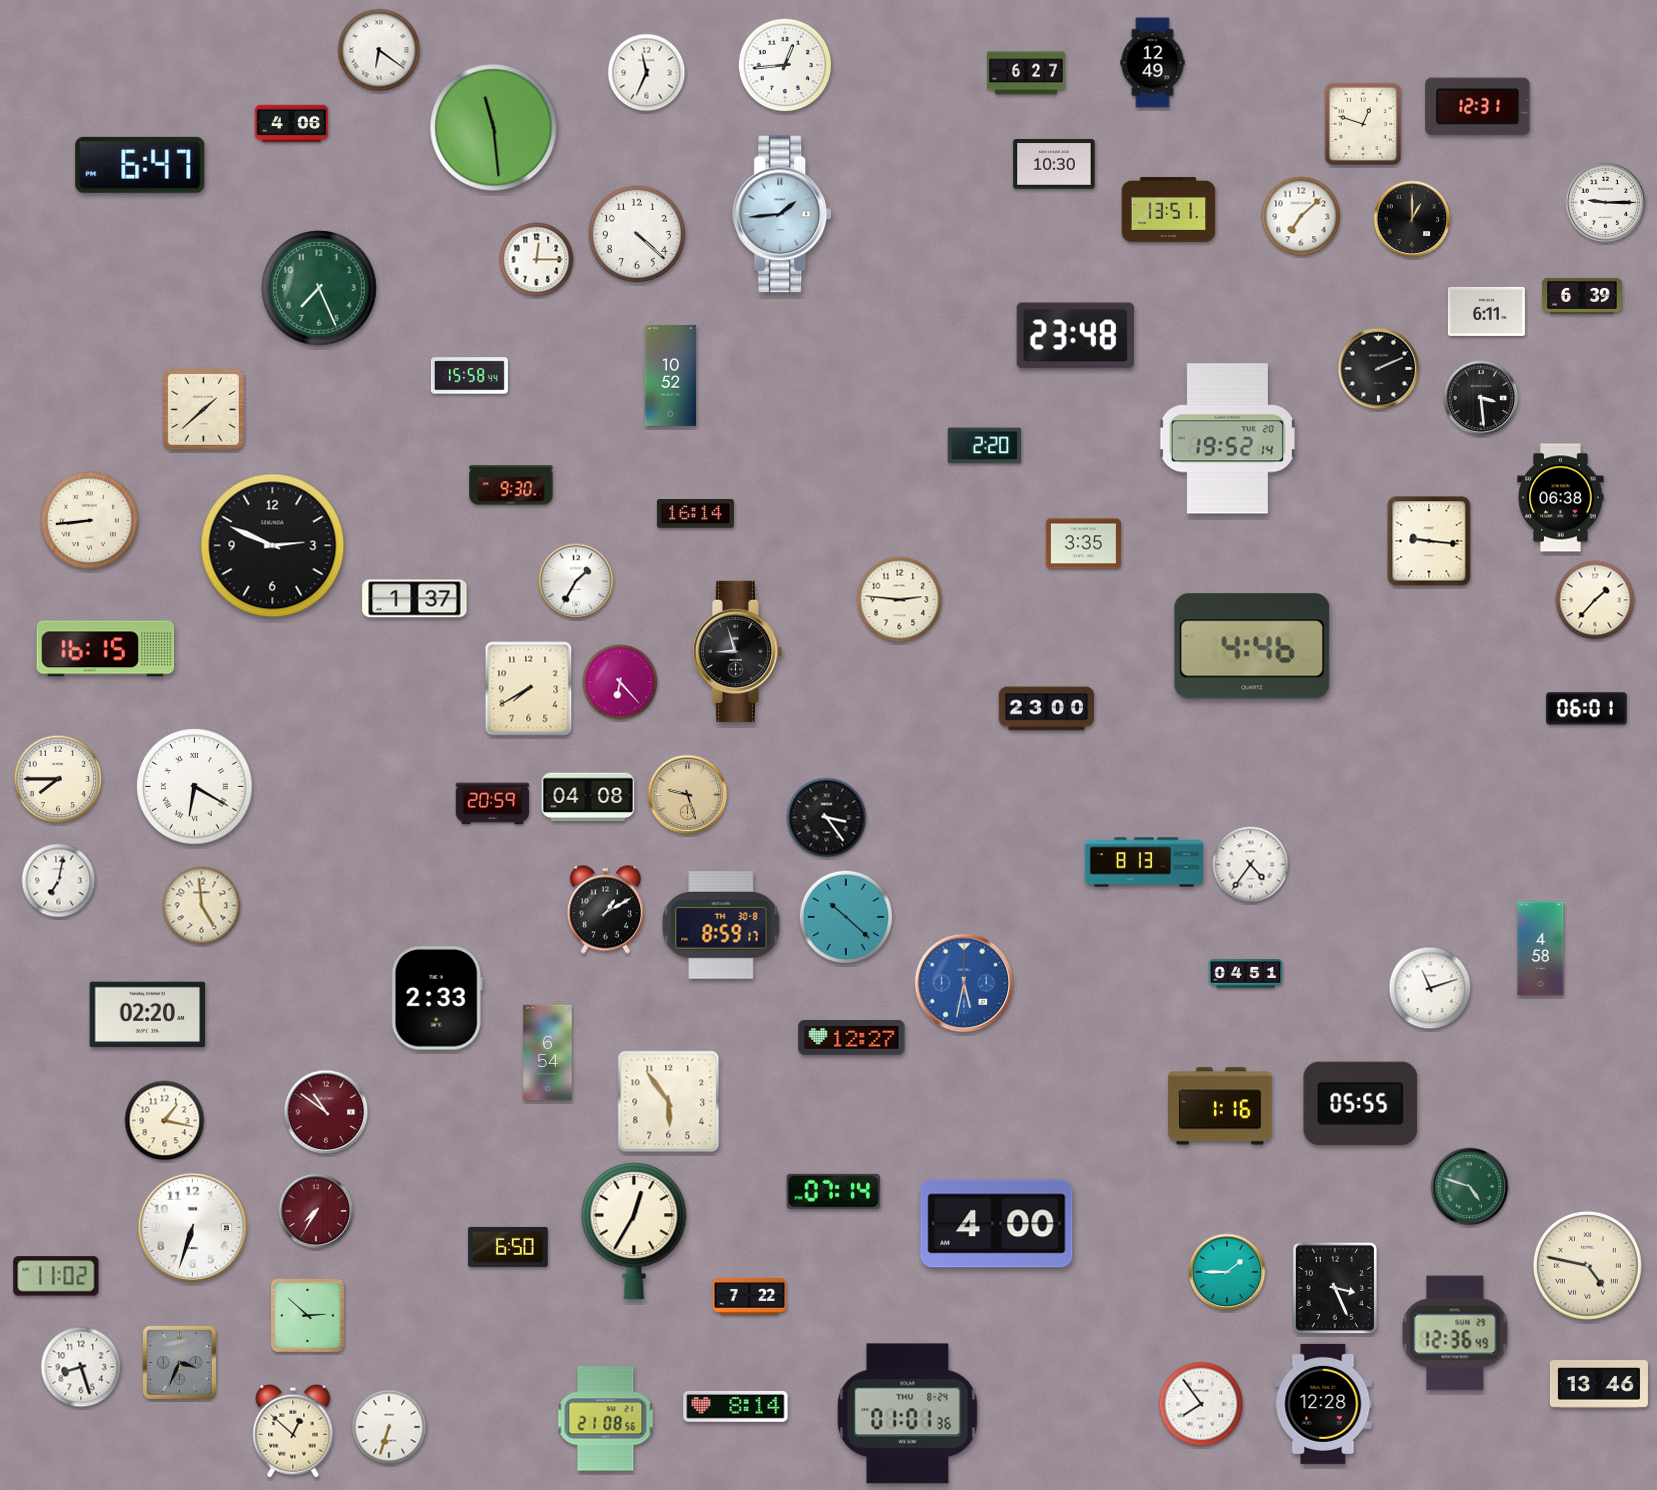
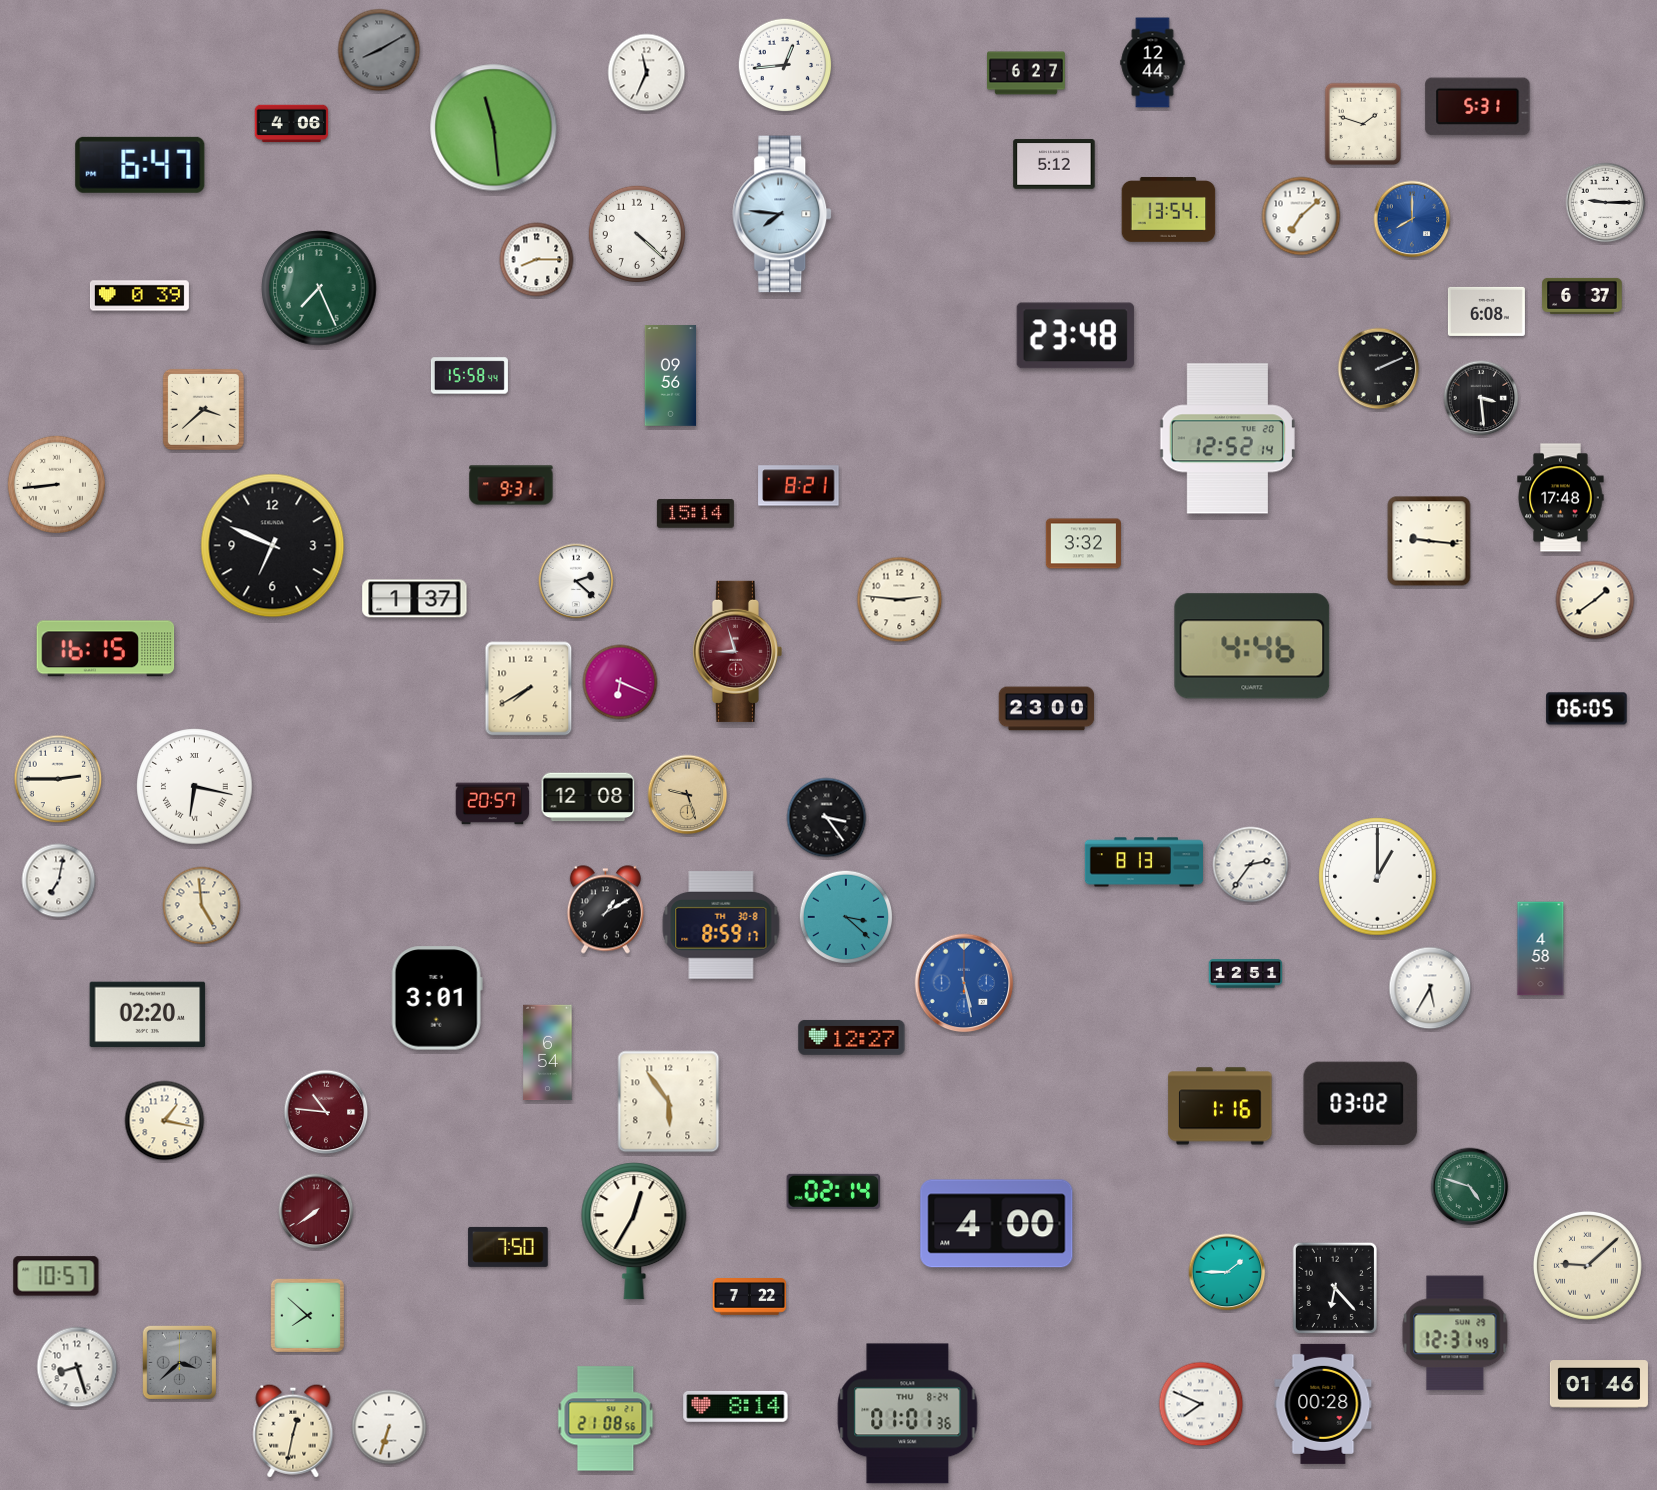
clock at (379, 50): 6:21 -> 8:10
clock at (379, 50) dial: white -> grey
clock at (1153, 63): 12:49 -> 12:44
clock at (1478, 107): 12:31 -> 5:31
clock at (1363, 124): 12:48 -> 1:48
clock at (1054, 164): 10:30 -> 5:12
clock at (1169, 210): 13:51 -> 13:54
clock at (783, 214): 1:44 -> 7:46
clock at (1412, 219): 1:00 -> 8:00
clock at (1412, 219) dial: black -> blue
clock at (537, 260): 12:15 -> 8:15
clock at (139, 296): none -> 0:39
clock at (1582, 296): 6:39 -> 6:37
clock at (1486, 311): 6:11 -> 6:08
clock at (671, 376): 10:52 -> 09:56
clock at (203, 409): 1:38 -> 3:38
clock at (1227, 439): 19:52 -> 12:52
clock at (985, 446): 2:20 -> none
clock at (511, 485): 9:30 -> 9:31
clock at (799, 486): none -> 8:21
clock at (1561, 498): 06:38 -> 17:48
clock at (695, 514): 16:14 -> 15:14
clock at (89, 520) position: (89, 520) -> (56, 484)
clock at (1083, 544): 3:35 -> 3:32
clock at (273, 546): 2:49 -> 6:49
clock at (576, 581): 1:35 -> 2:22
clock at (1595, 600): 1:37 -> 1:39
clock at (737, 651) dial: black -> burgundy
clock at (620, 682): 6:23 -> 6:19
clock at (1587, 709): 06:01 -> 06:05
clock at (58, 779): 7:45 -> 2:45
clock at (195, 787): 6:20 -> 6:17
clock at (588, 797): 04:08 -> 12:08
clock at (493, 804): 20:59 -> 20:57
clock at (1251, 865): 4:36 -> 2:36
clock at (1378, 877): none -> 1:00
clock at (846, 917): 10:22 -> 3:22
clock at (1246, 974): 04:51 -> 12:51
clock at (964, 983): 5:32 -> 5:28
clock at (1430, 988): 11:12 -> 5:35
clock at (437, 998): 2:33 -> 3:01
clock at (1361, 1103): 05:55 -> 03:02
clock at (326, 1112): 10:51 -> 10:46
clock at (834, 1191): 07:14 -> 02:14
clock at (316, 1211): 7:35 -> 7:39
clock at (192, 1227): 6:33 -> none
clock at (508, 1247): 6:50 -> 7:50
clock at (1587, 1265): 4:47 -> 9:08
clock at (56, 1276): 11:02 -> 10:57
clock at (1335, 1288): 3:26 -> 6:23
clock at (307, 1315): 2:52 -> 7:52
clock at (1455, 1333): 12:36 -> 12:31
clock at (179, 1362): 3:34 -> 3:38
clock at (81, 1367) position: (81, 1367) -> (77, 1367)
clock at (1599, 1384): 13:46 -> 01:46
clock at (1201, 1404): 7:54 -> 7:49
clock at (1323, 1404): 12:28 -> 00:28
clock at (293, 1431): 12:52 -> 12:32
